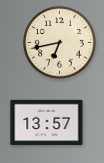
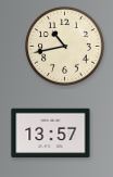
clock at (60, 43): 6:43 -> 10:43
